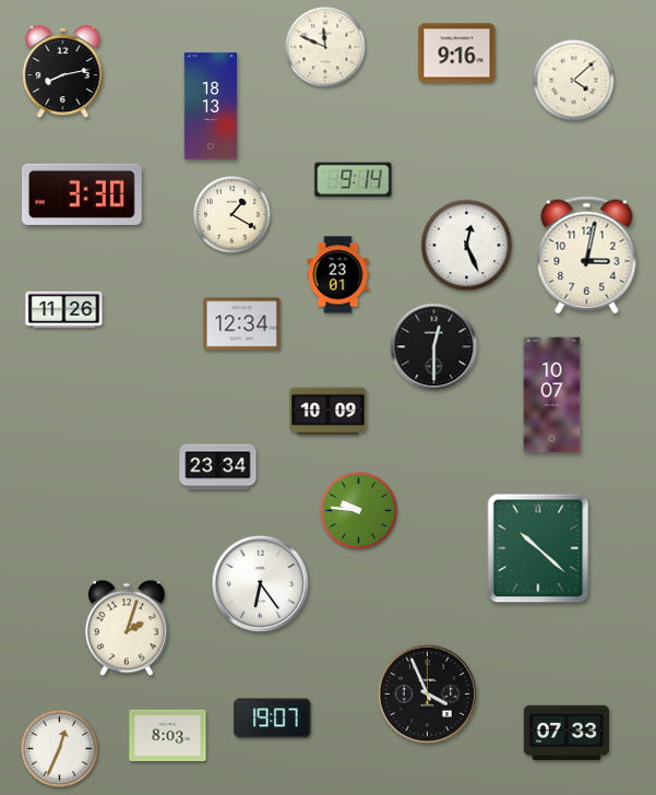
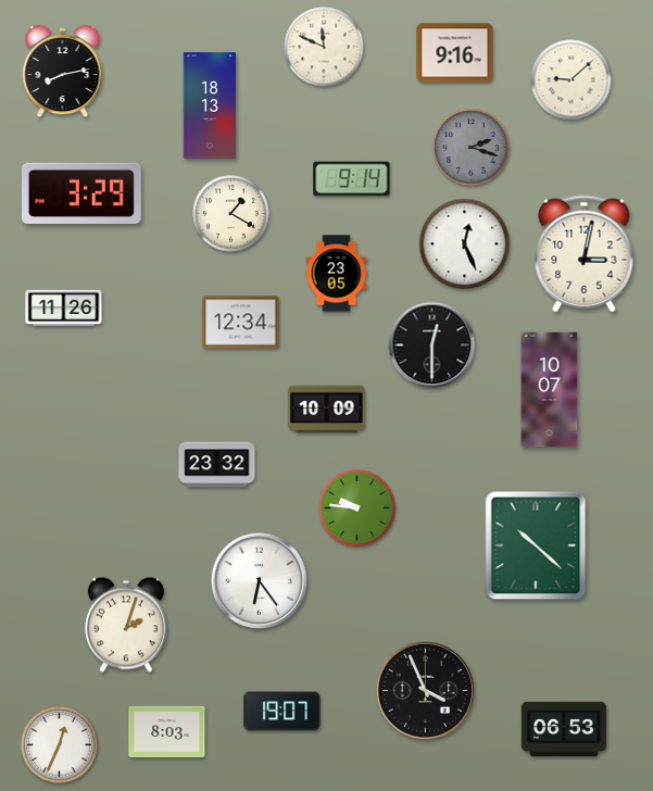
clock at (574, 81): 4:08 -> 9:08
clock at (472, 148): none -> 2:18
clock at (82, 194): 3:30 -> 3:29
clock at (338, 275): 23:01 -> 23:05
clock at (552, 395) position: (552, 395) -> (550, 390)
clock at (218, 467): 23:34 -> 23:32
clock at (273, 719) position: (273, 719) -> (282, 712)
clock at (565, 733): 07:33 -> 06:53
